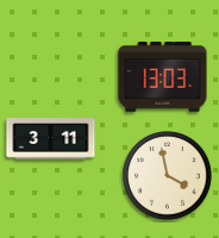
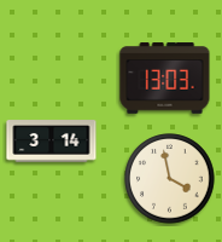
clock at (51, 139): 3:11 -> 3:14
